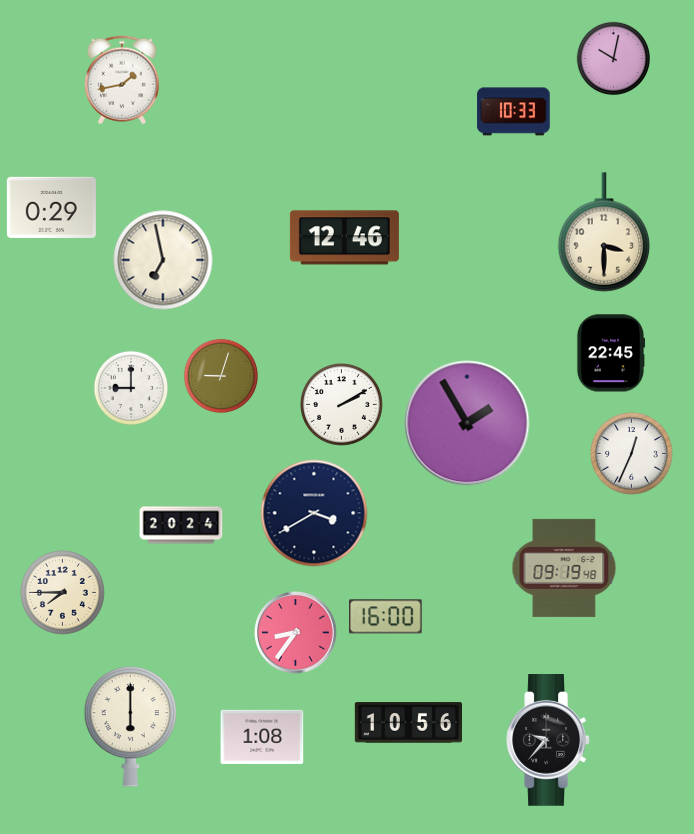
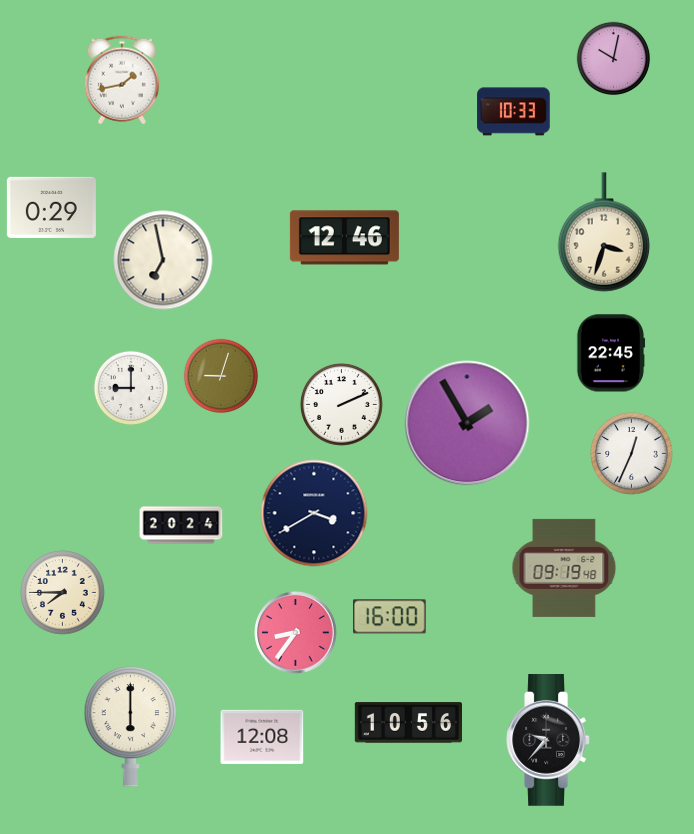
clock at (604, 232): 3:30 -> 3:33
clock at (342, 405): 2:10 -> 2:11
clock at (386, 617) position: (386, 617) -> (390, 617)
clock at (262, 737): 1:08 -> 12:08
